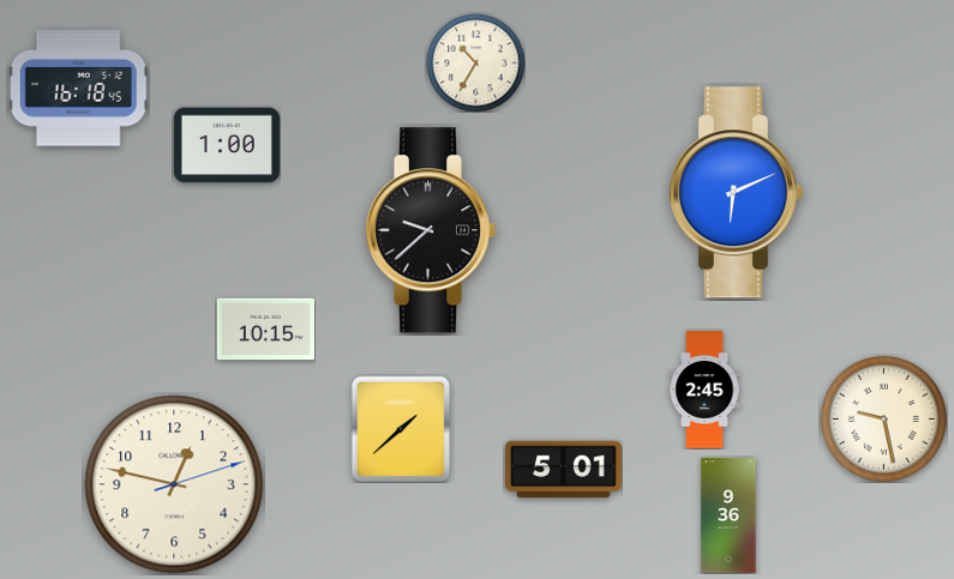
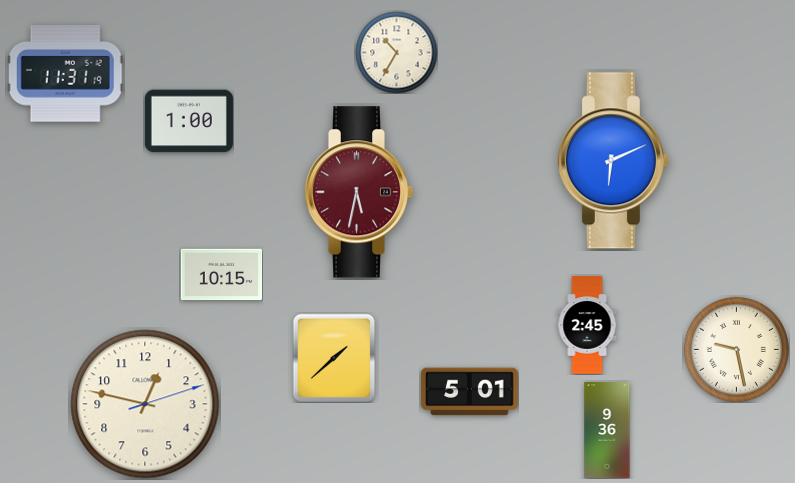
clock at (78, 89): 16:18 -> 11:31
clock at (431, 230): 9:38 -> 5:32
clock at (431, 230) dial: black -> burgundy
